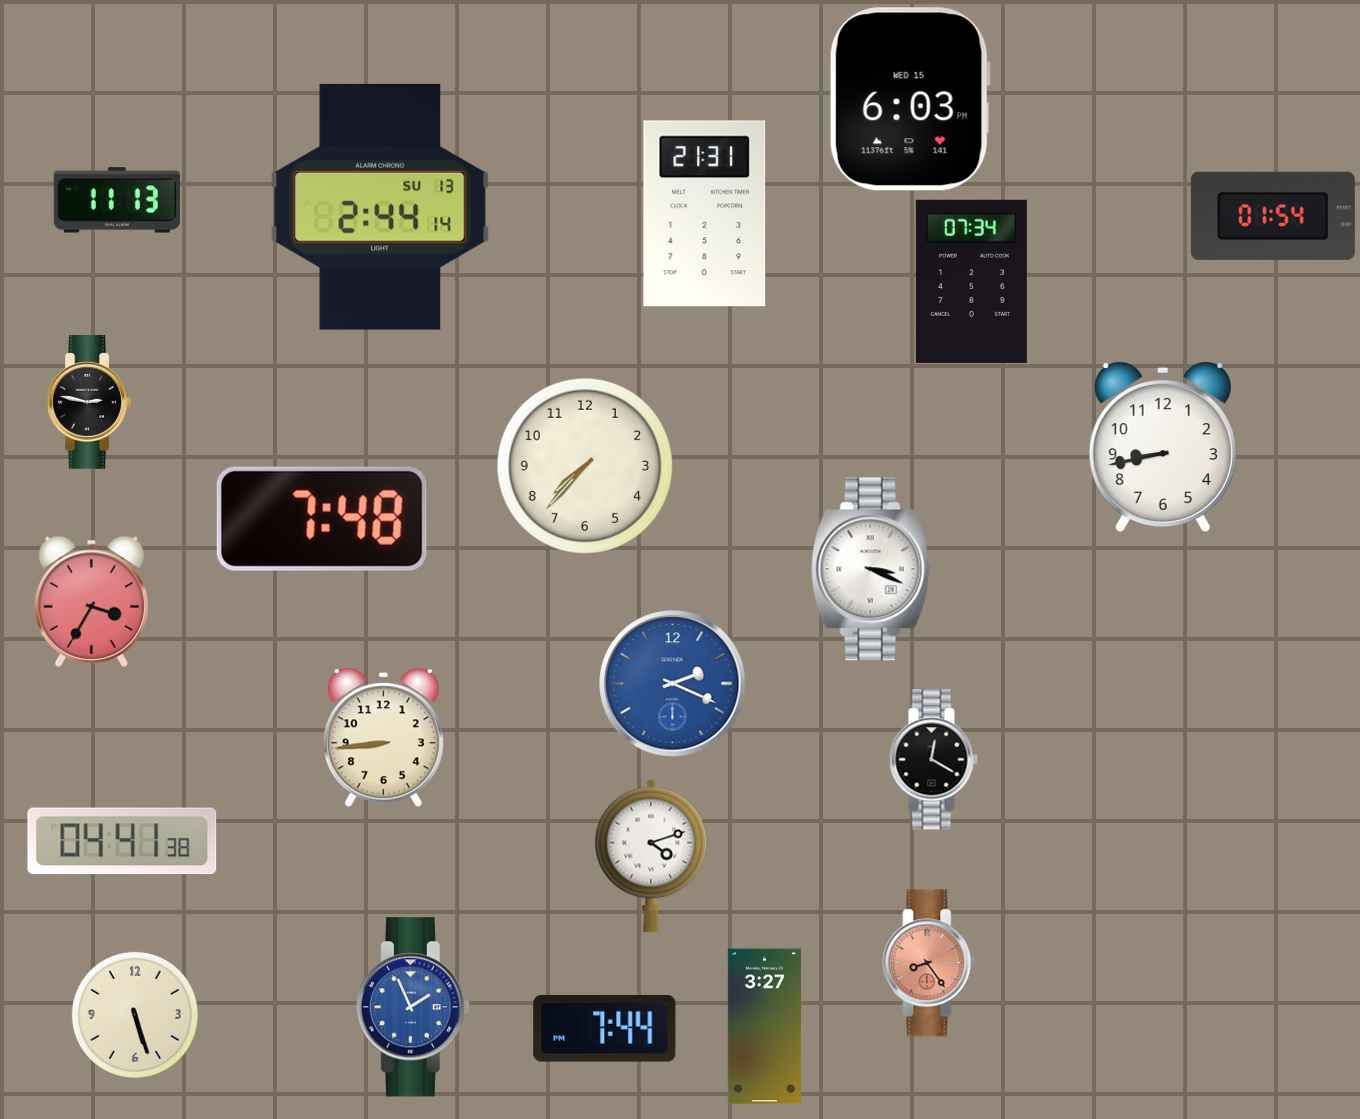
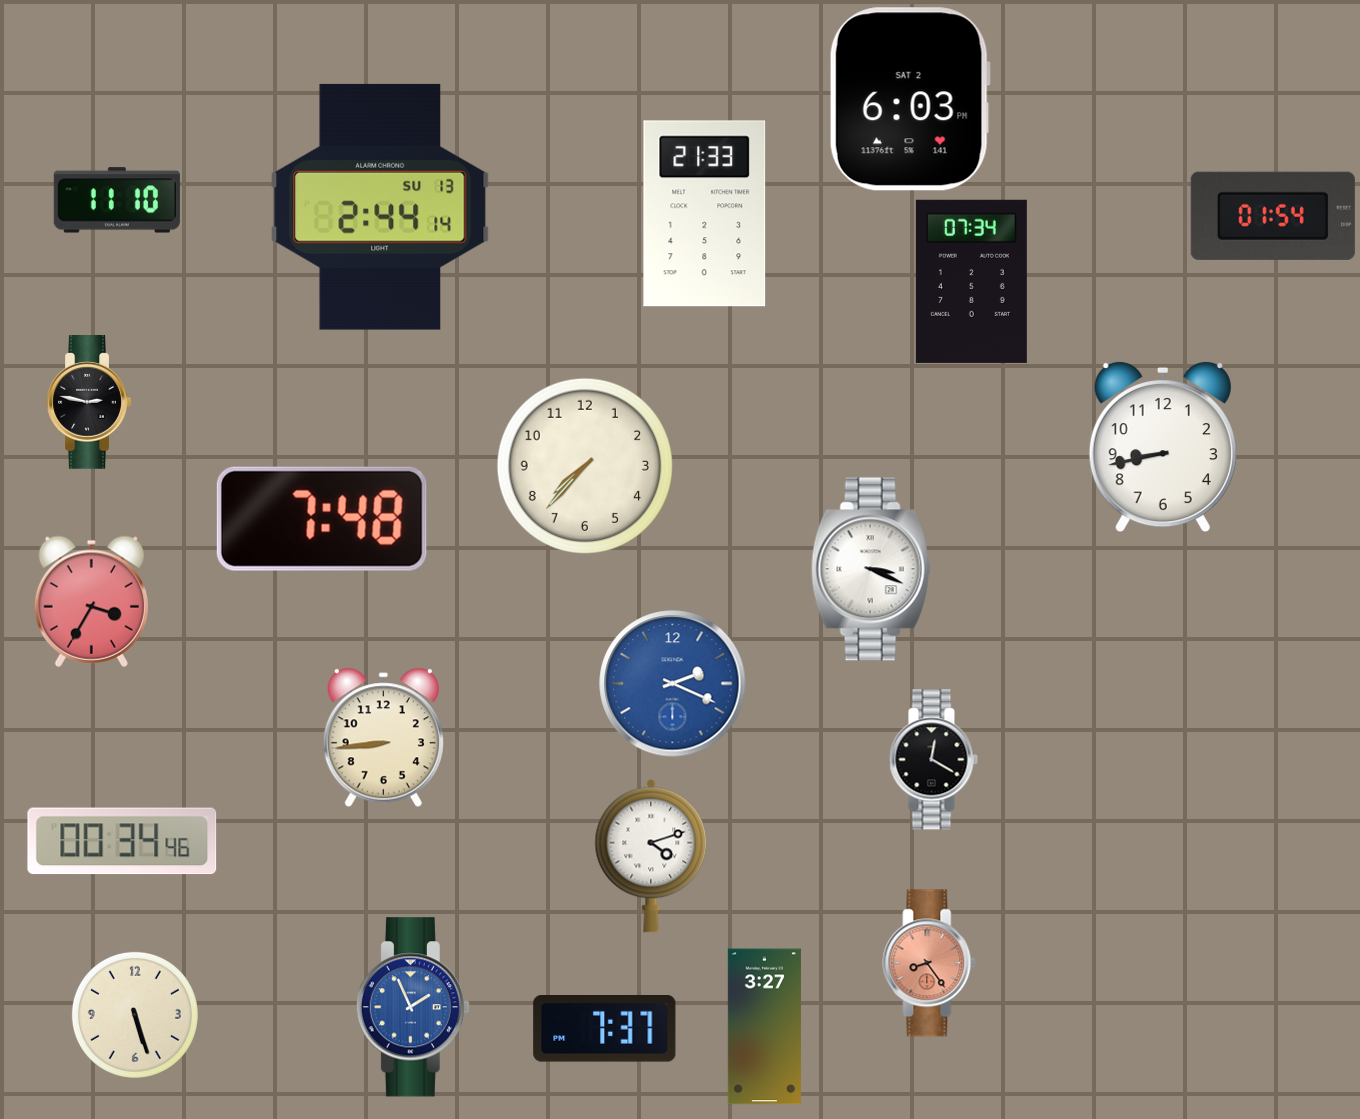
clock at (910, 99) date: WED 15 -> SAT 2
clock at (117, 200): 11:13 -> 11:10
clock at (705, 214): 21:31 -> 21:33
clock at (122, 841): 04:41 -> 00:34
clock at (605, 1029): 7:44 -> 7:37
